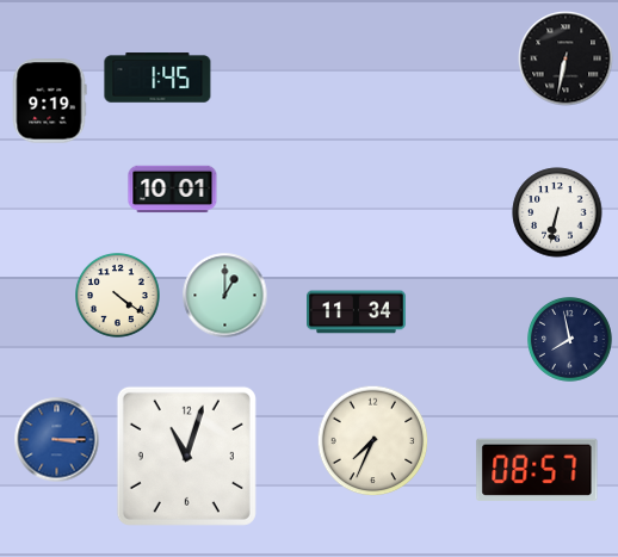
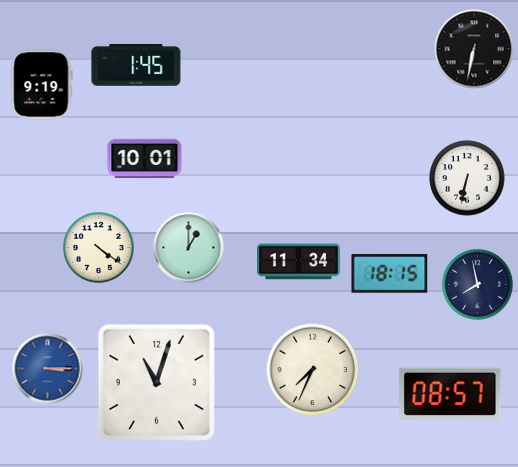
clock at (157, 78) position: (157, 78) -> (136, 65)
clock at (390, 274): none -> 18:15
